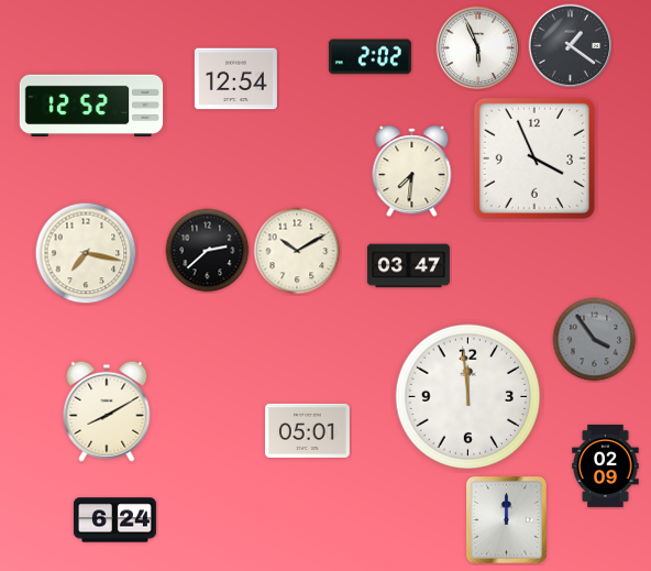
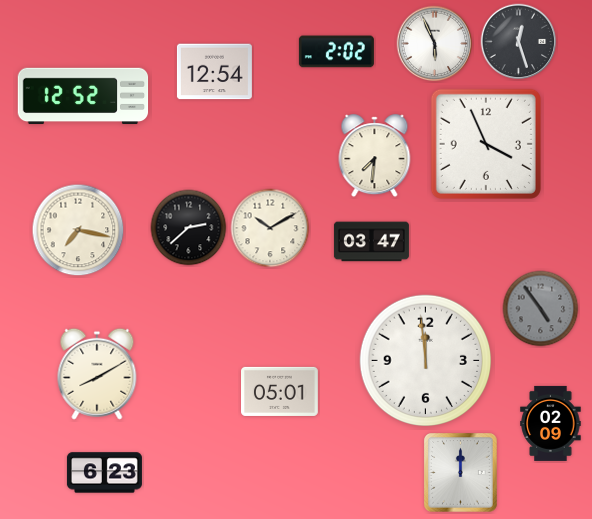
clock at (571, 46): 1:21 -> 12:27
clock at (595, 340): 3:54 -> 4:54
clock at (114, 520): 6:24 -> 6:23
